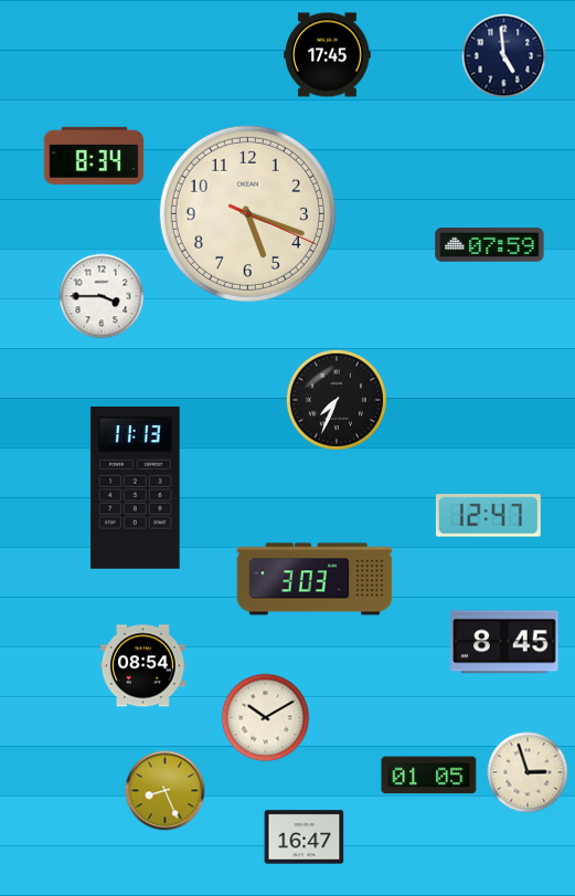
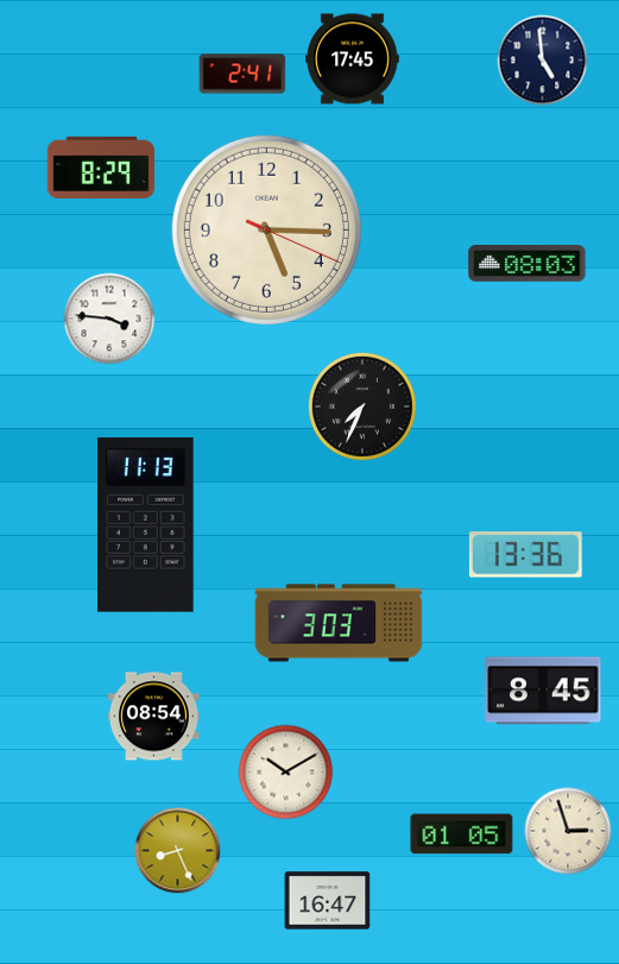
clock at (242, 74): none -> 2:41
clock at (94, 156): 8:34 -> 8:29
clock at (247, 213): 5:18 -> 5:15
clock at (490, 245): 07:59 -> 08:03
clock at (102, 296): 3:45 -> 3:46
clock at (337, 400) position: (337, 400) -> (362, 407)
clock at (488, 516): 12:47 -> 13:36
